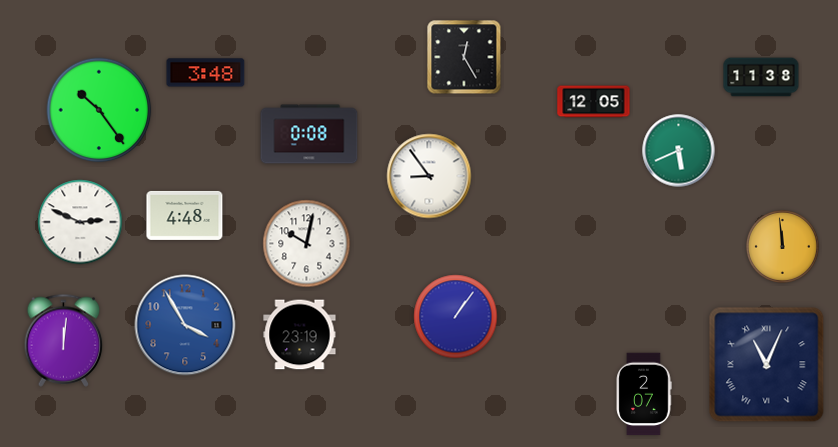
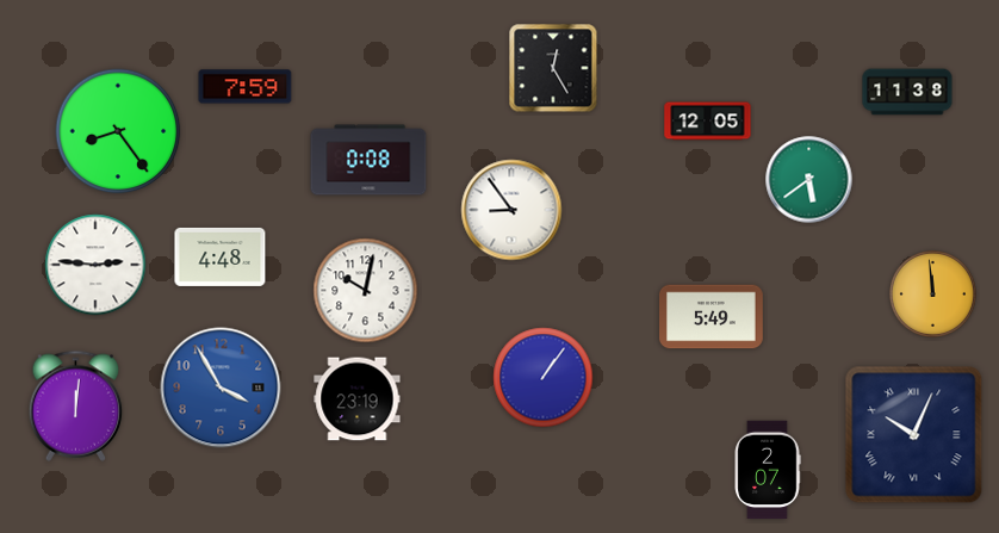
clock at (206, 73): 3:48 -> 7:59
clock at (99, 110): 10:24 -> 8:24
clock at (679, 151): 5:41 -> 5:39
clock at (80, 222): 2:49 -> 2:46
clock at (712, 317): none -> 5:49
clock at (767, 365): 11:04 -> 10:04
